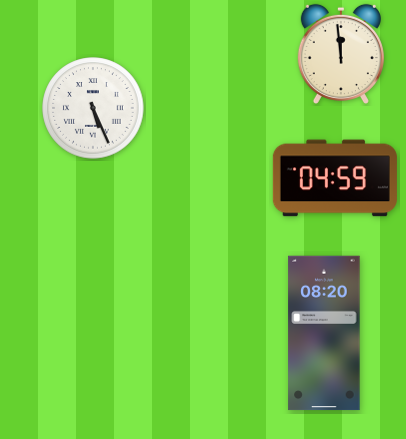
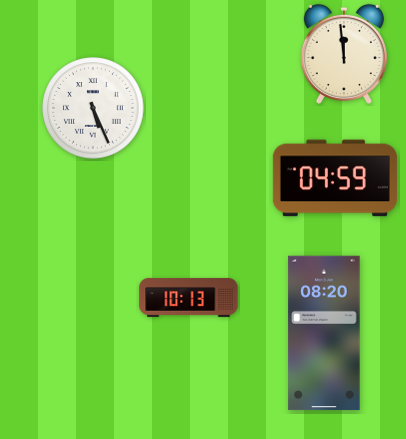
clock at (341, 53) position: (341, 53) -> (344, 53)
clock at (189, 298): none -> 10:13
